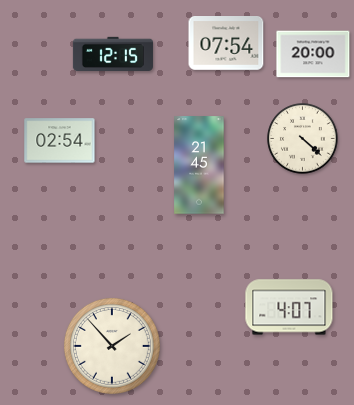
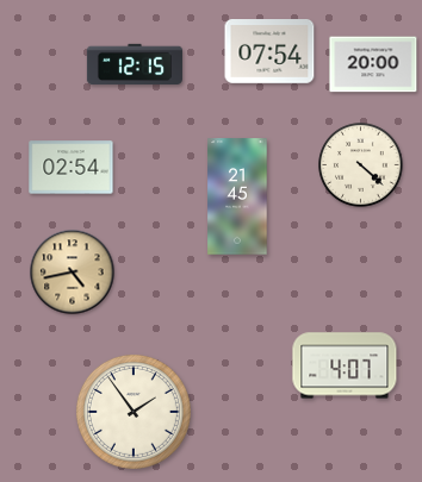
clock at (73, 273): none -> 4:43
clock at (112, 346): 1:53 -> 1:54
